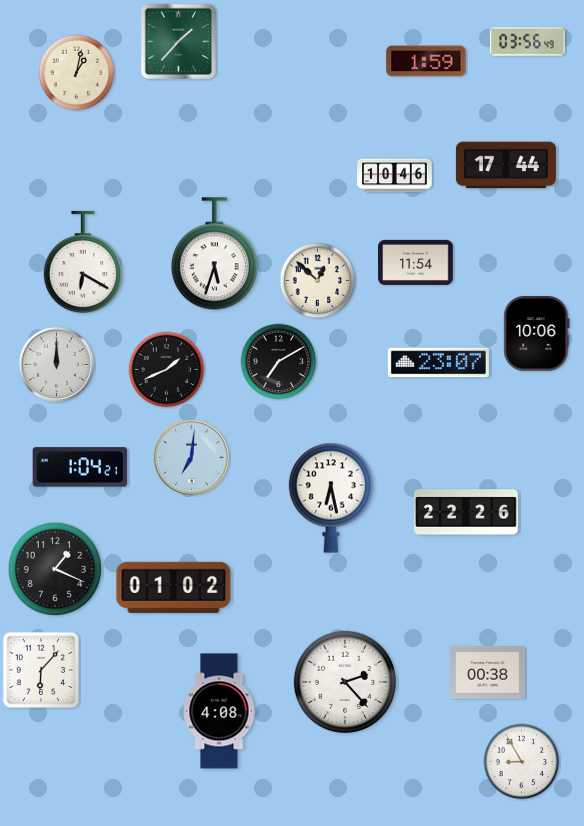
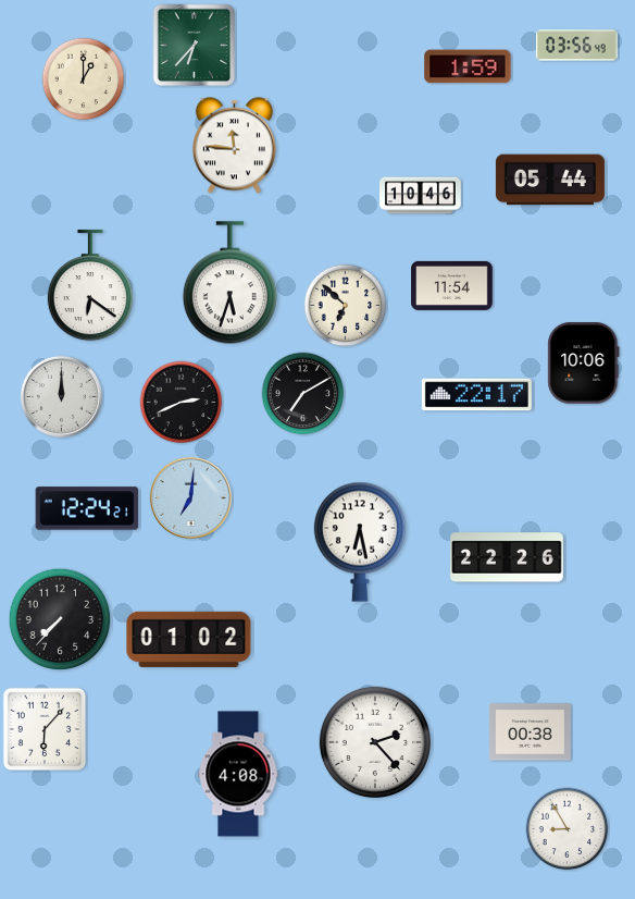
clock at (178, 41): 1:37 -> 6:37
clock at (528, 42) position: (528, 42) -> (577, 46)
clock at (426, 61) position: (426, 61) -> (468, 66)
clock at (77, 73): 1:02 -> 1:00
clock at (234, 146): none -> 11:46
clock at (506, 165): 17:44 -> 05:44
clock at (395, 176) position: (395, 176) -> (421, 196)
clock at (214, 254) position: (214, 254) -> (229, 283)
clock at (83, 262): 6:20 -> 6:21
clock at (318, 281): 12:52 -> 6:52
clock at (438, 363): 23:07 -> 22:17
clock at (167, 370): 1:41 -> 2:41
clock at (191, 457) position: (191, 457) -> (190, 497)
clock at (80, 467): 1:04 -> 12:24
clock at (55, 569): 1:19 -> 7:37
